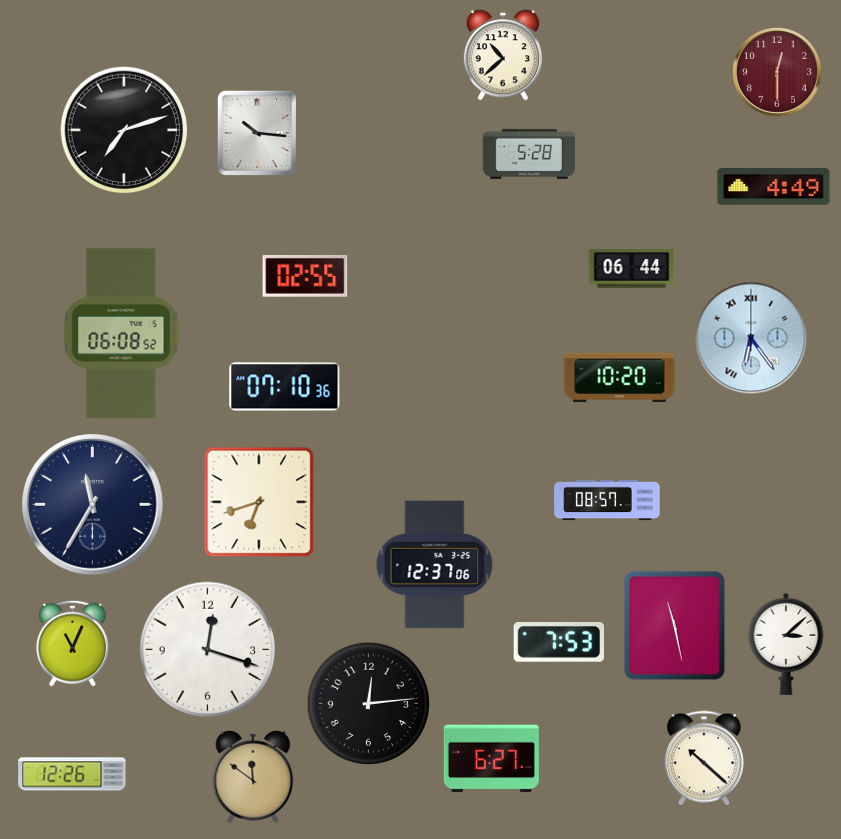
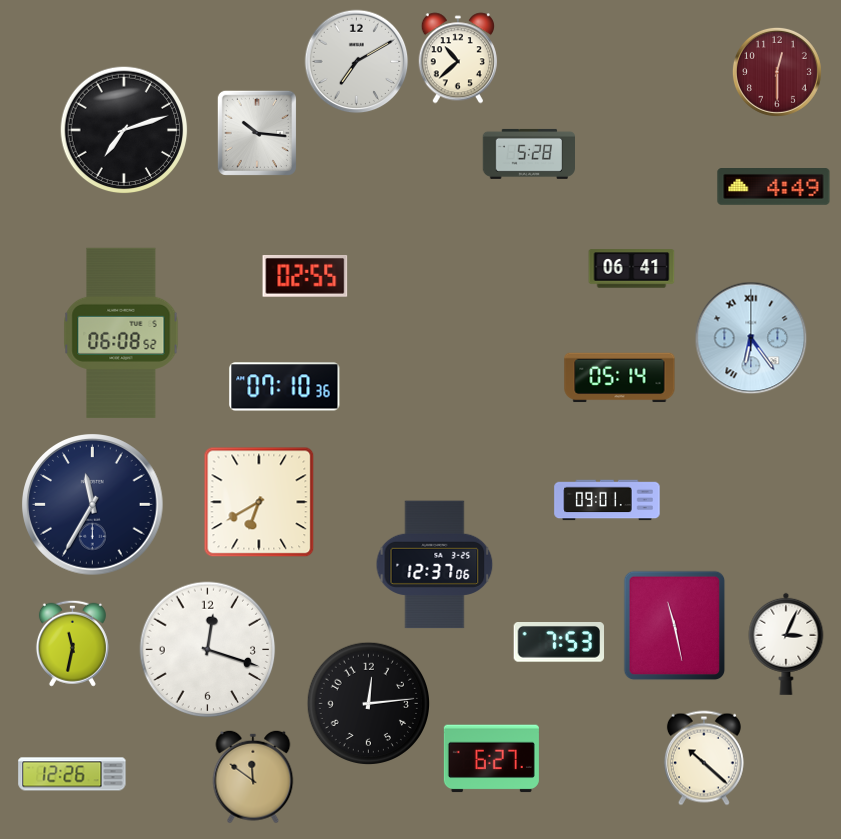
clock at (503, 55) position: (503, 55) -> (458, 58)
clock at (357, 62): none -> 7:10
clock at (632, 269): 06:44 -> 06:41
clock at (620, 378): 10:20 -> 05:14
clock at (607, 500): 08:57 -> 09:01
clock at (259, 502): 6:42 -> 6:40
clock at (72, 643): 11:04 -> 11:32
clock at (786, 644): 3:08 -> 3:04
